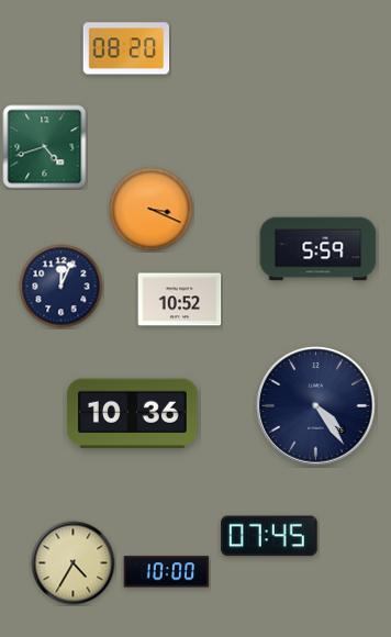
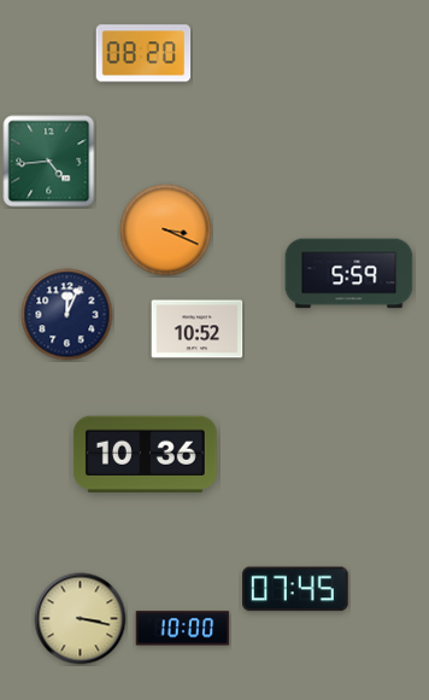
clock at (126, 48) position: (126, 48) -> (143, 53)
clock at (45, 147): 4:42 -> 4:44
clock at (316, 406): 4:24 -> none
clock at (74, 563): 4:35 -> 3:17
